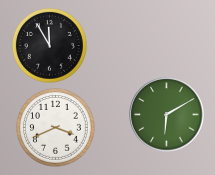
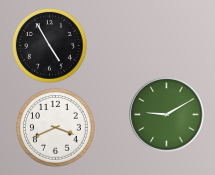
clock at (49, 45): 11:55 -> 4:55
clock at (167, 115): 6:10 -> 9:10
